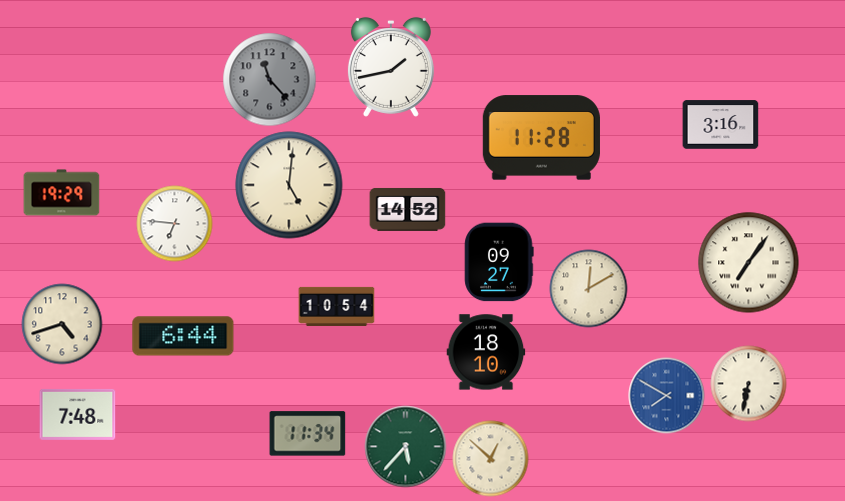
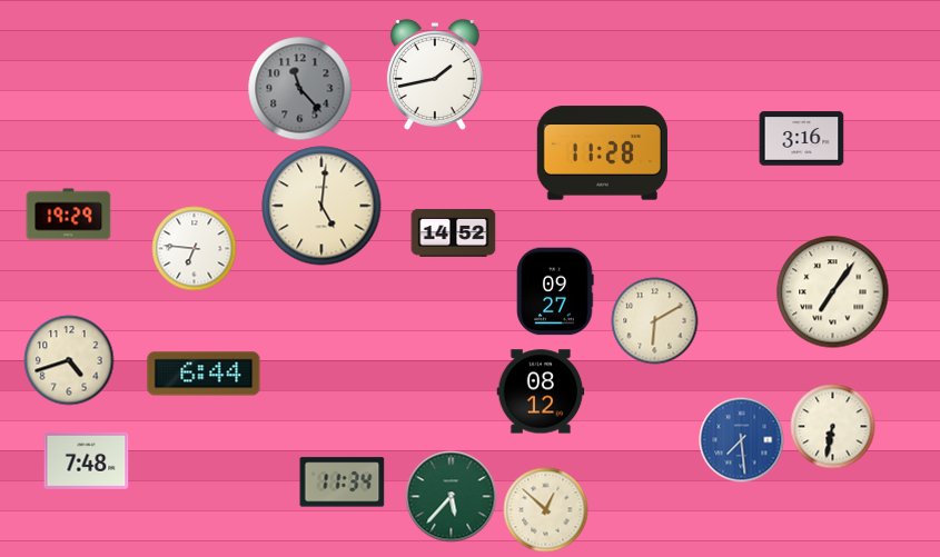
clock at (589, 289): 12:10 -> 6:10
clock at (337, 306): 10:54 -> none
clock at (486, 352): 18:10 -> 08:12
clock at (667, 396): 7:50 -> 7:29
